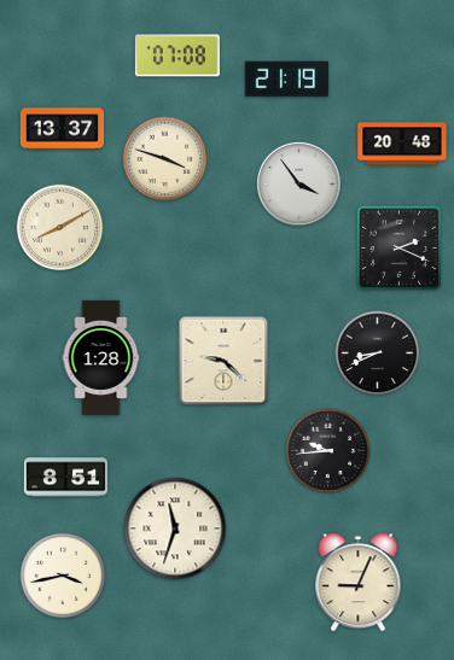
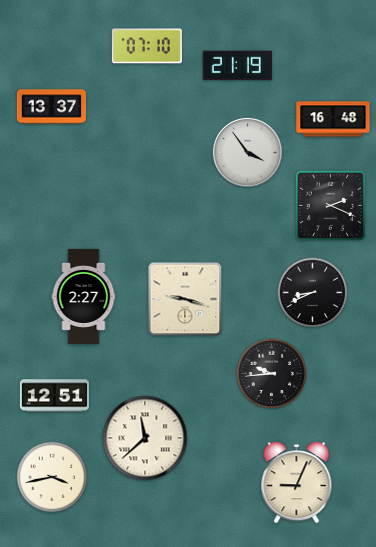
clock at (177, 56): 07:08 -> 07:10
clock at (402, 144): 20:48 -> 16:48
clock at (165, 159): 3:48 -> none
clock at (60, 228): 8:10 -> none
clock at (101, 357): 1:28 -> 2:27
clock at (223, 361): 9:22 -> 9:18
clock at (65, 478): 8:51 -> 12:51
clock at (175, 528): 11:33 -> 11:38
